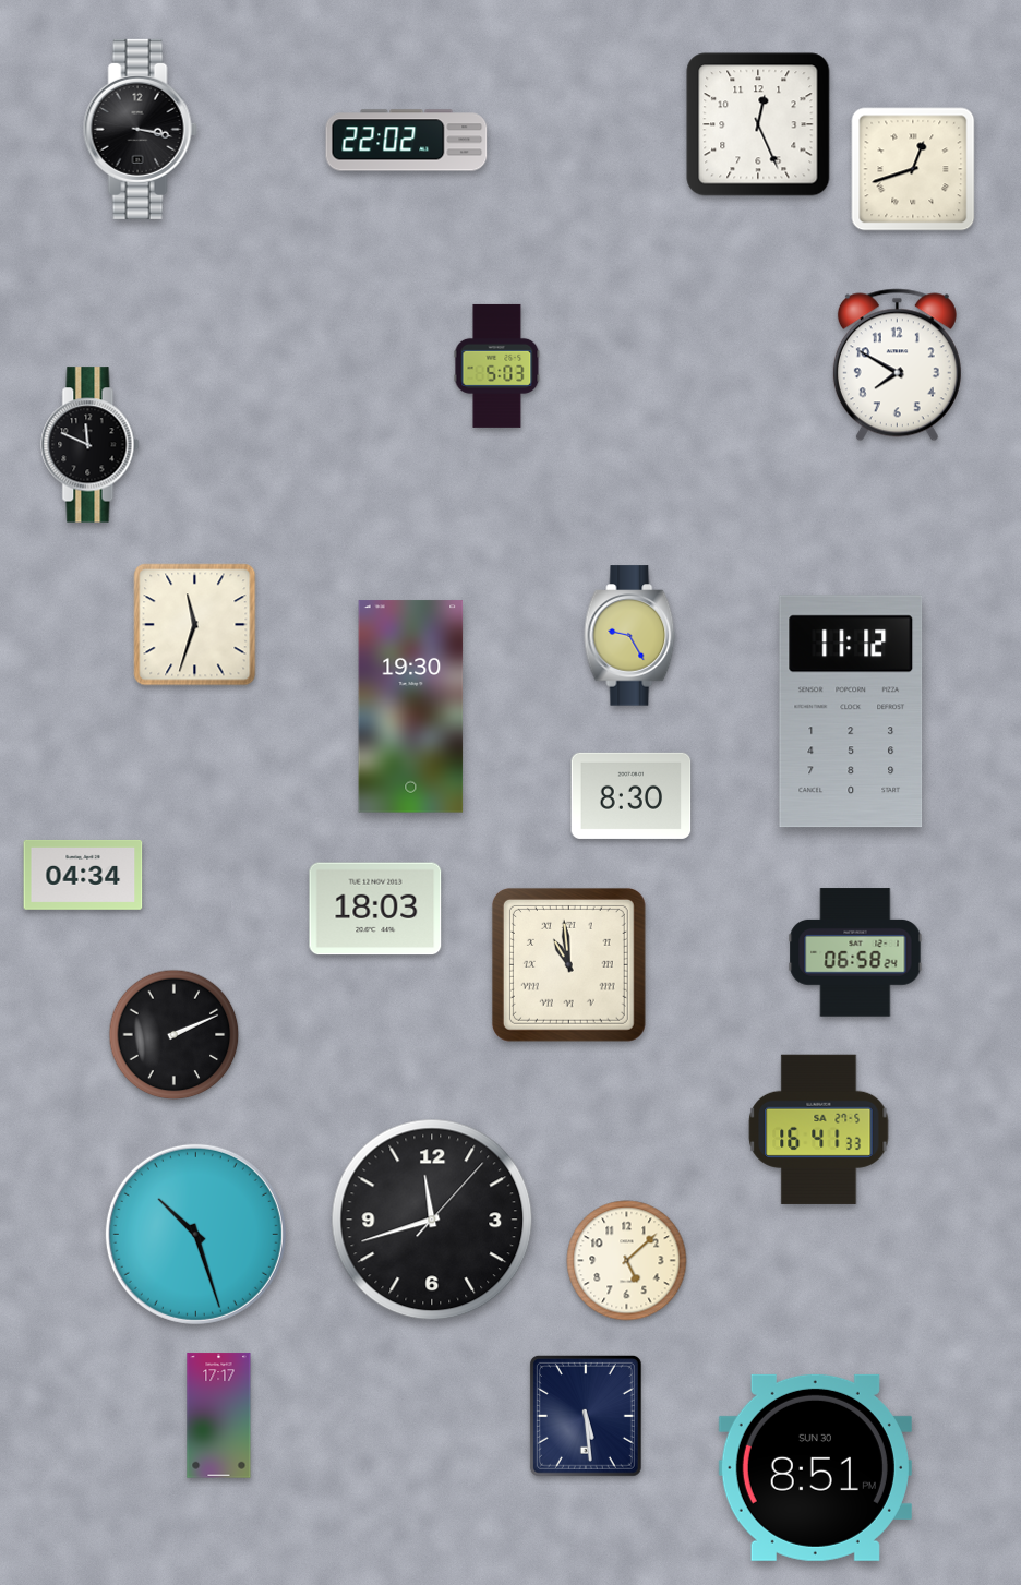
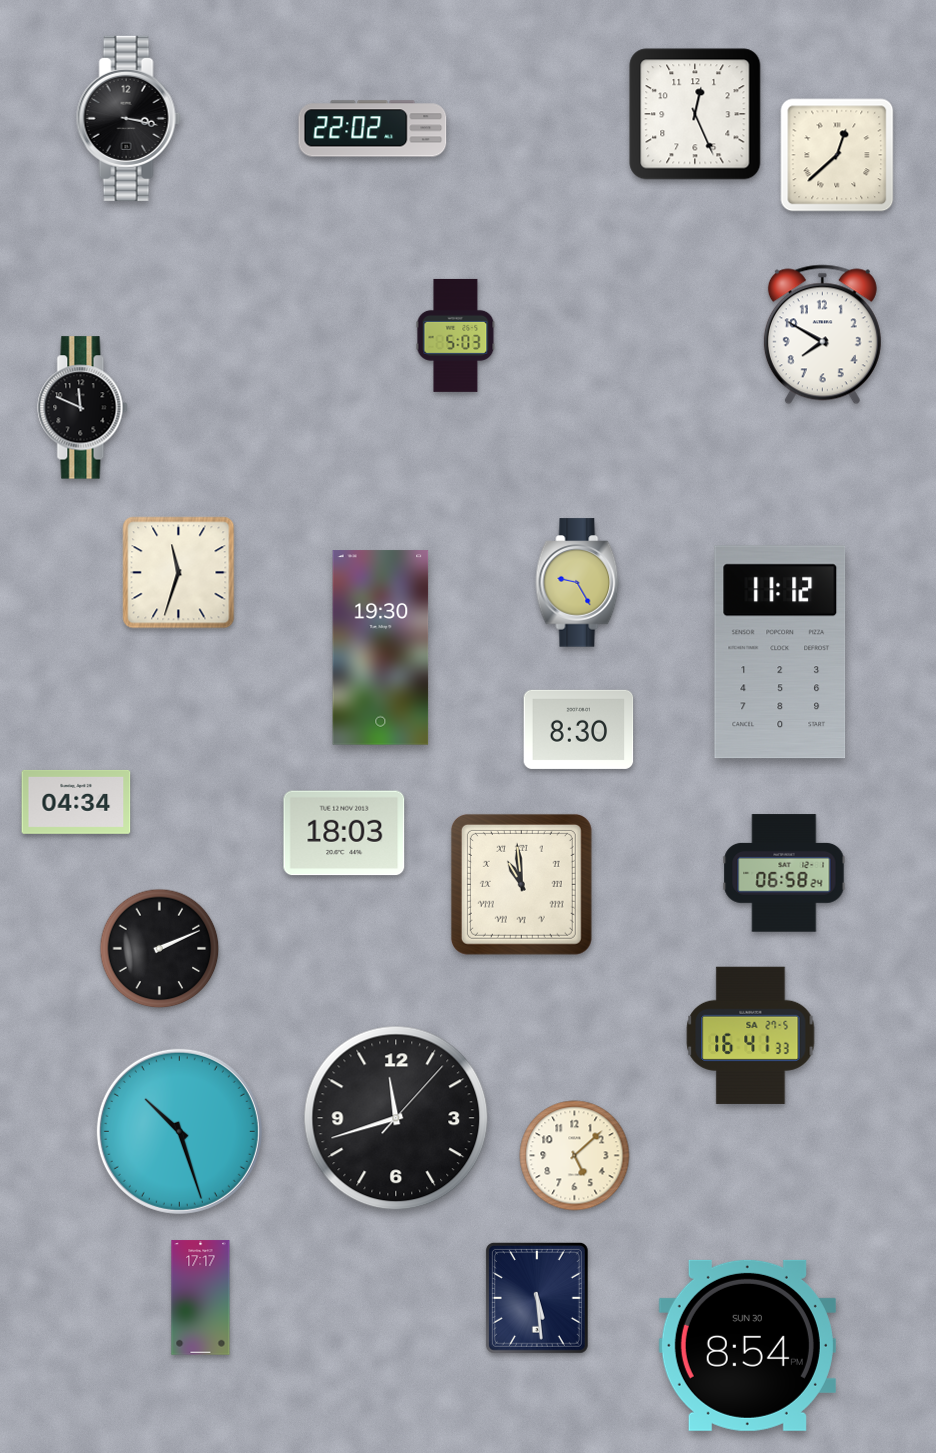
clock at (913, 169): 12:42 -> 12:38
clock at (411, 707) position: (411, 707) -> (381, 648)
clock at (815, 1467): 8:51 -> 8:54
